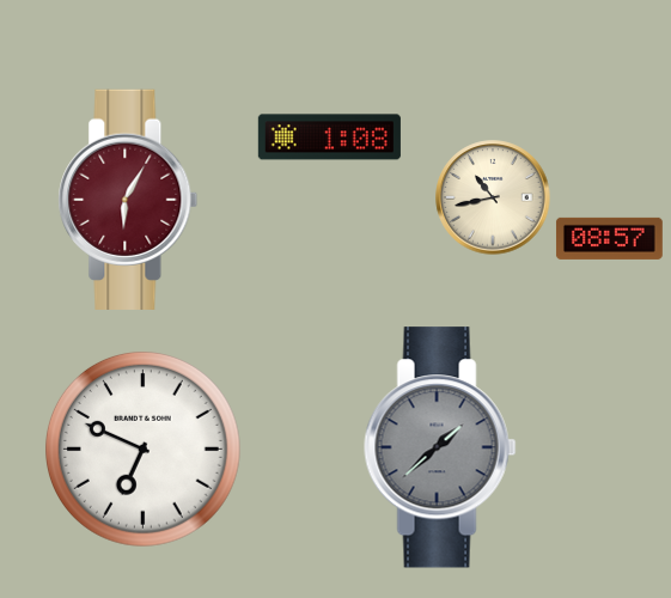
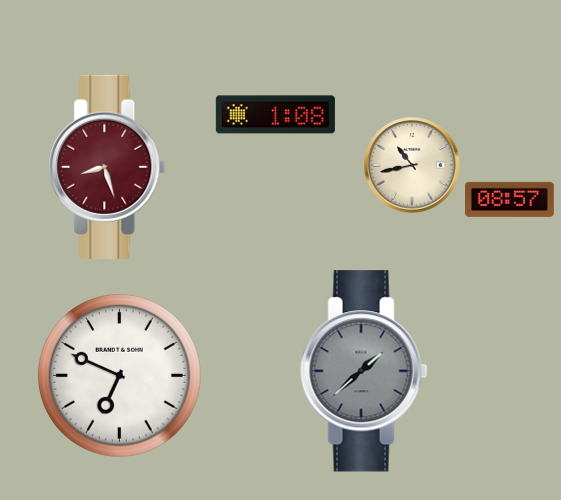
clock at (128, 200): 6:05 -> 8:27
clock at (440, 447) position: (440, 447) -> (364, 371)
